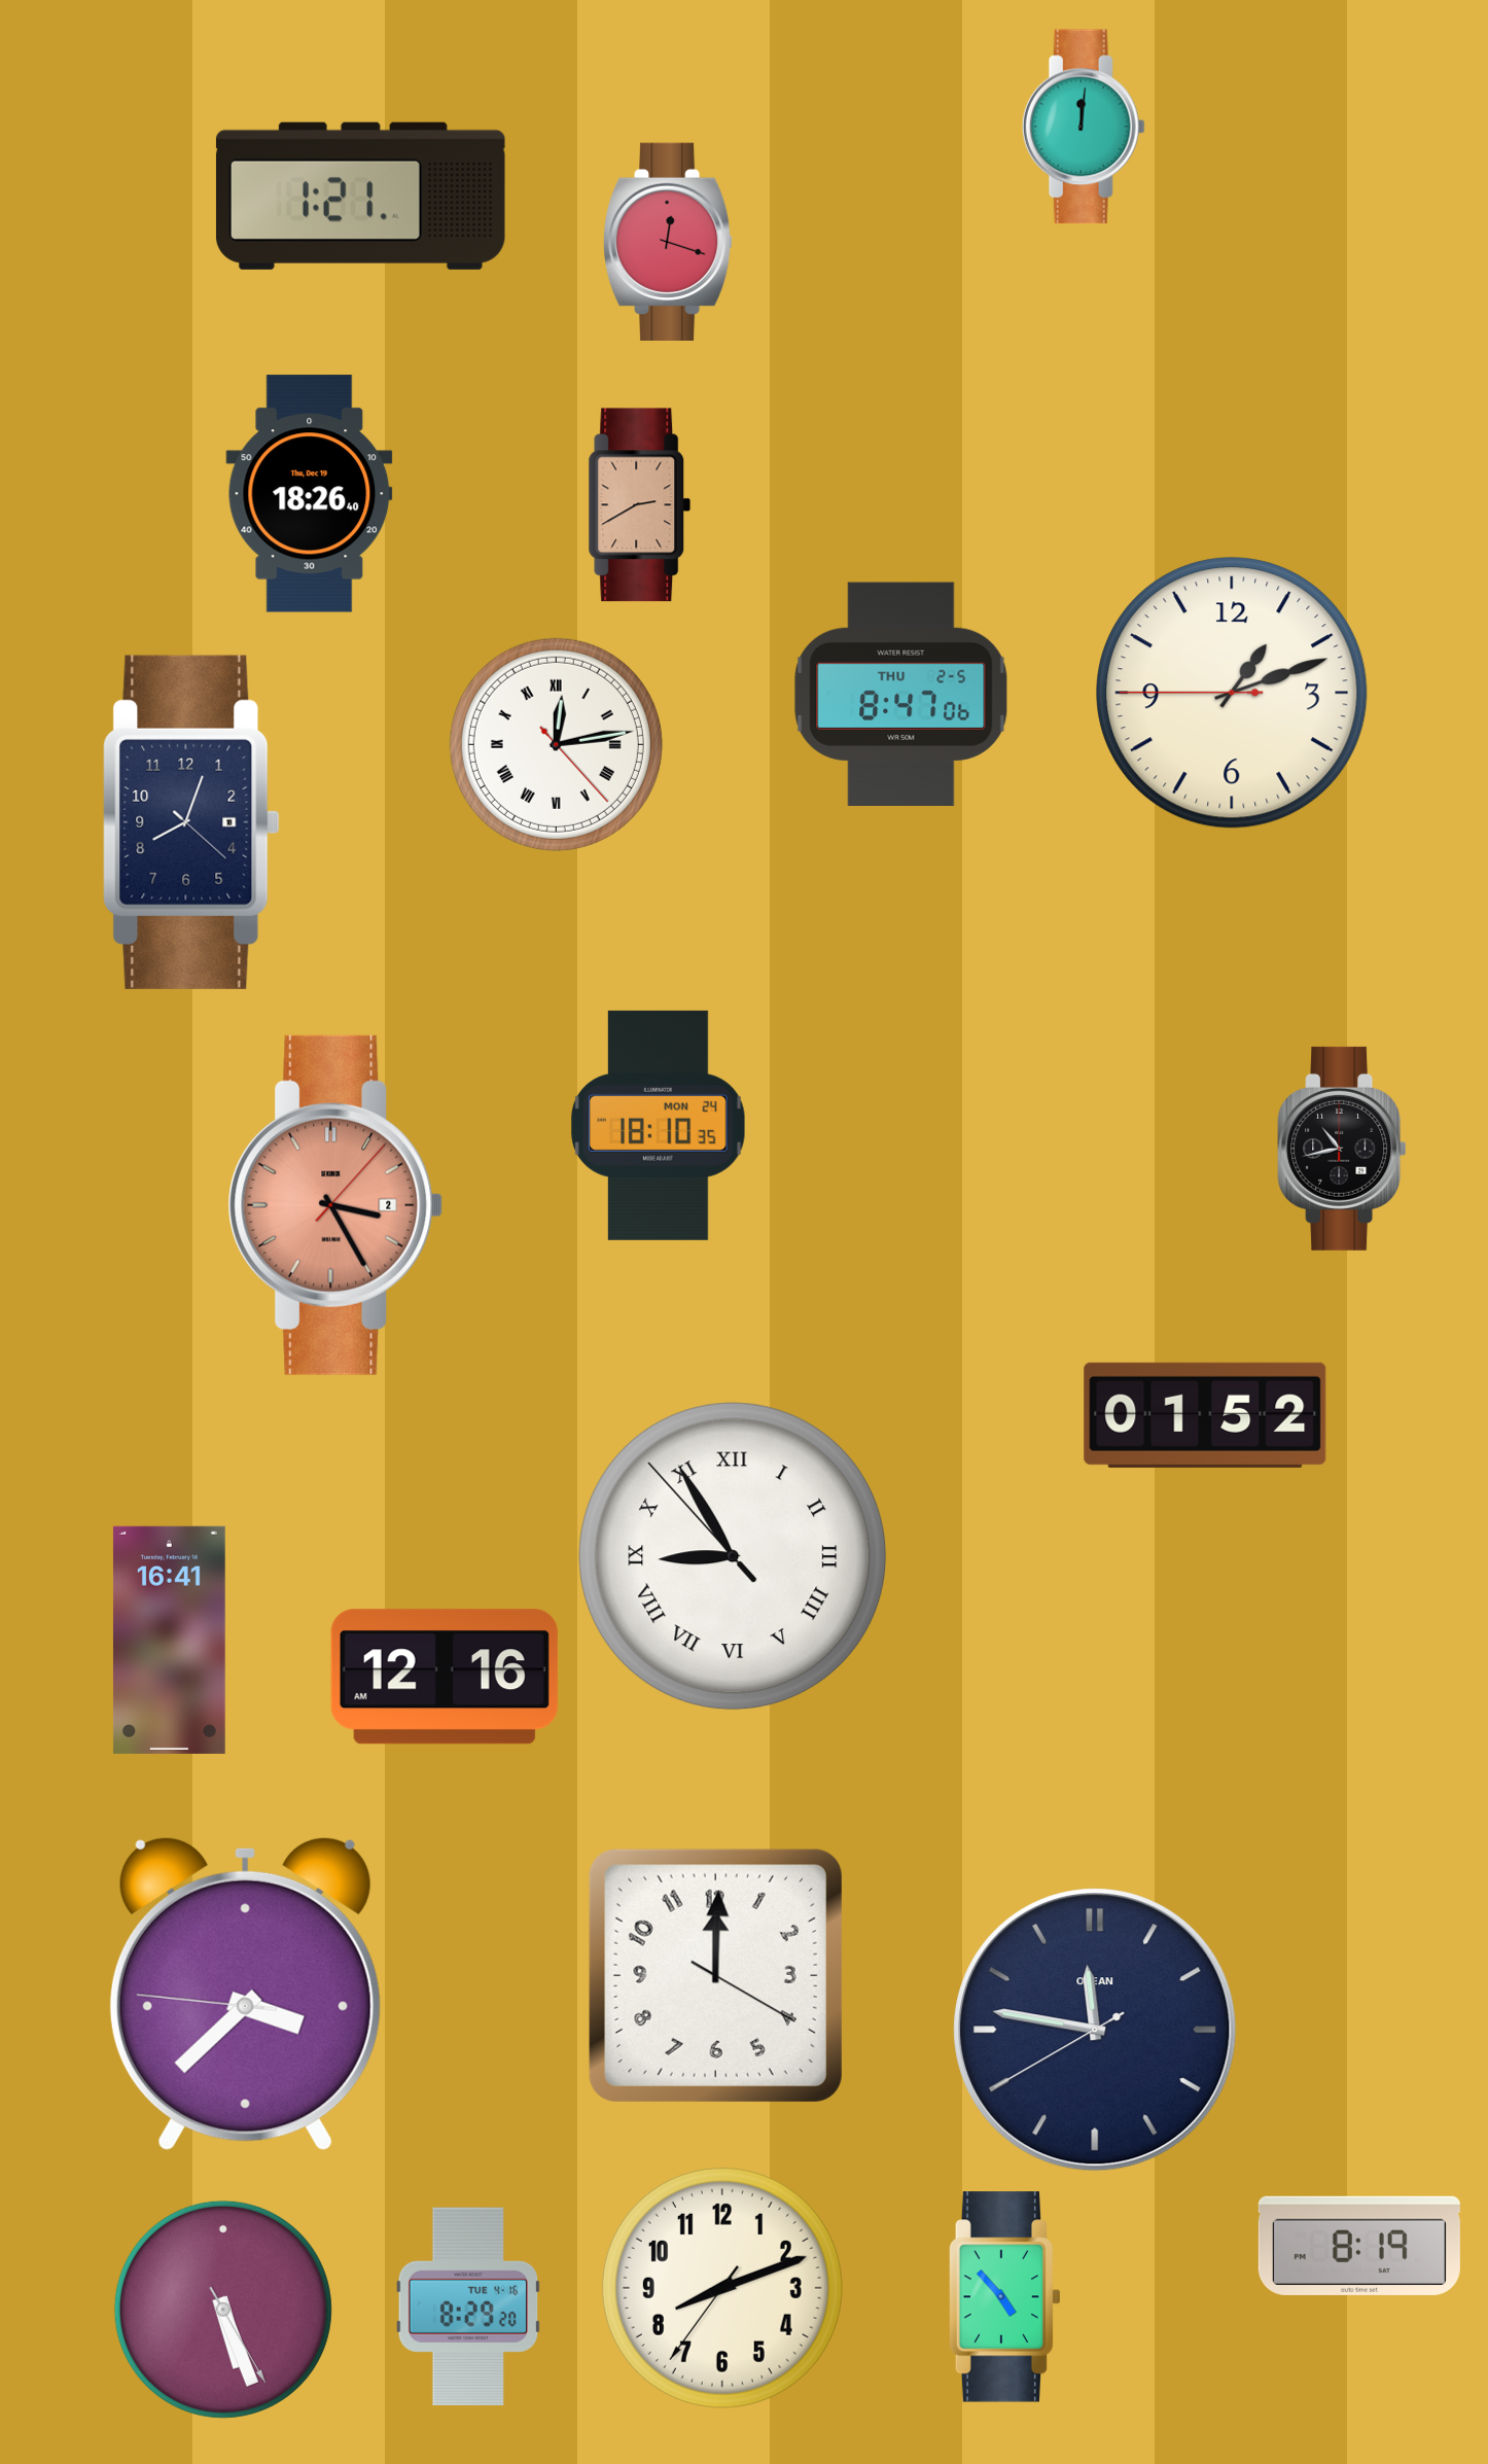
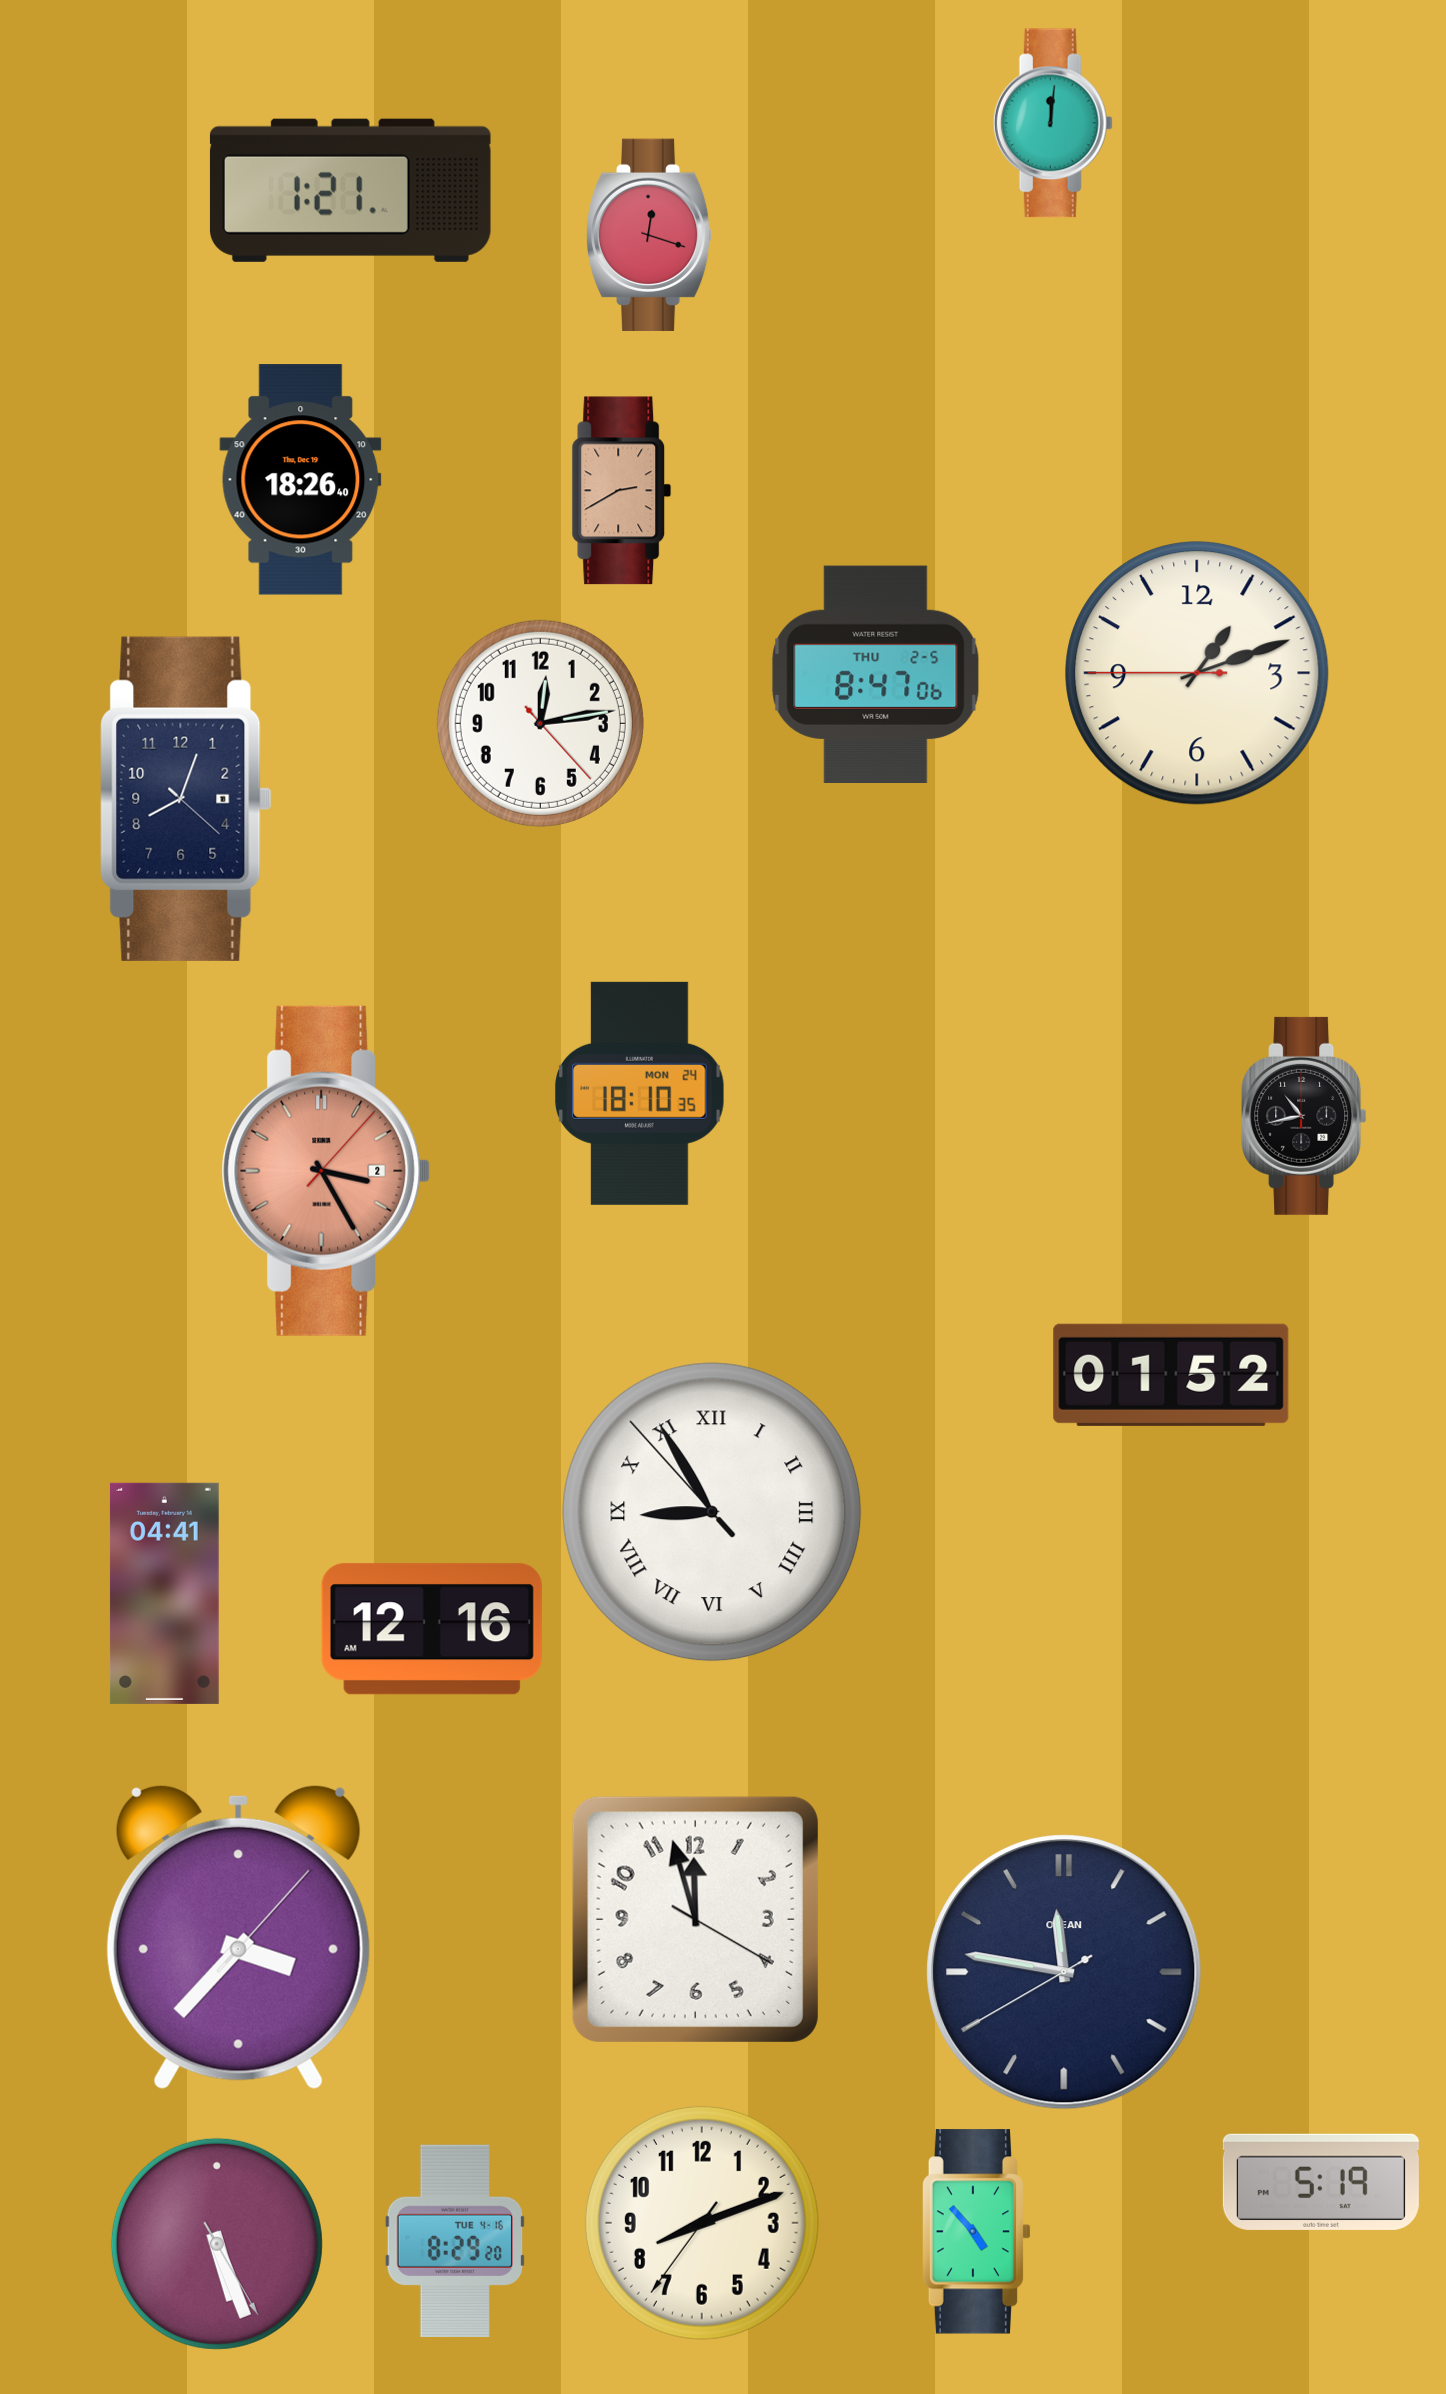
clock at (556, 744) numerals: Roman -> Arabic
clock at (169, 1640): 16:41 -> 04:41
clock at (715, 1975): 12:00 -> 11:57
clock at (245, 1994): 3:37:46 -> 3:37:07
clock at (1359, 2246): 8:19 -> 5:19
